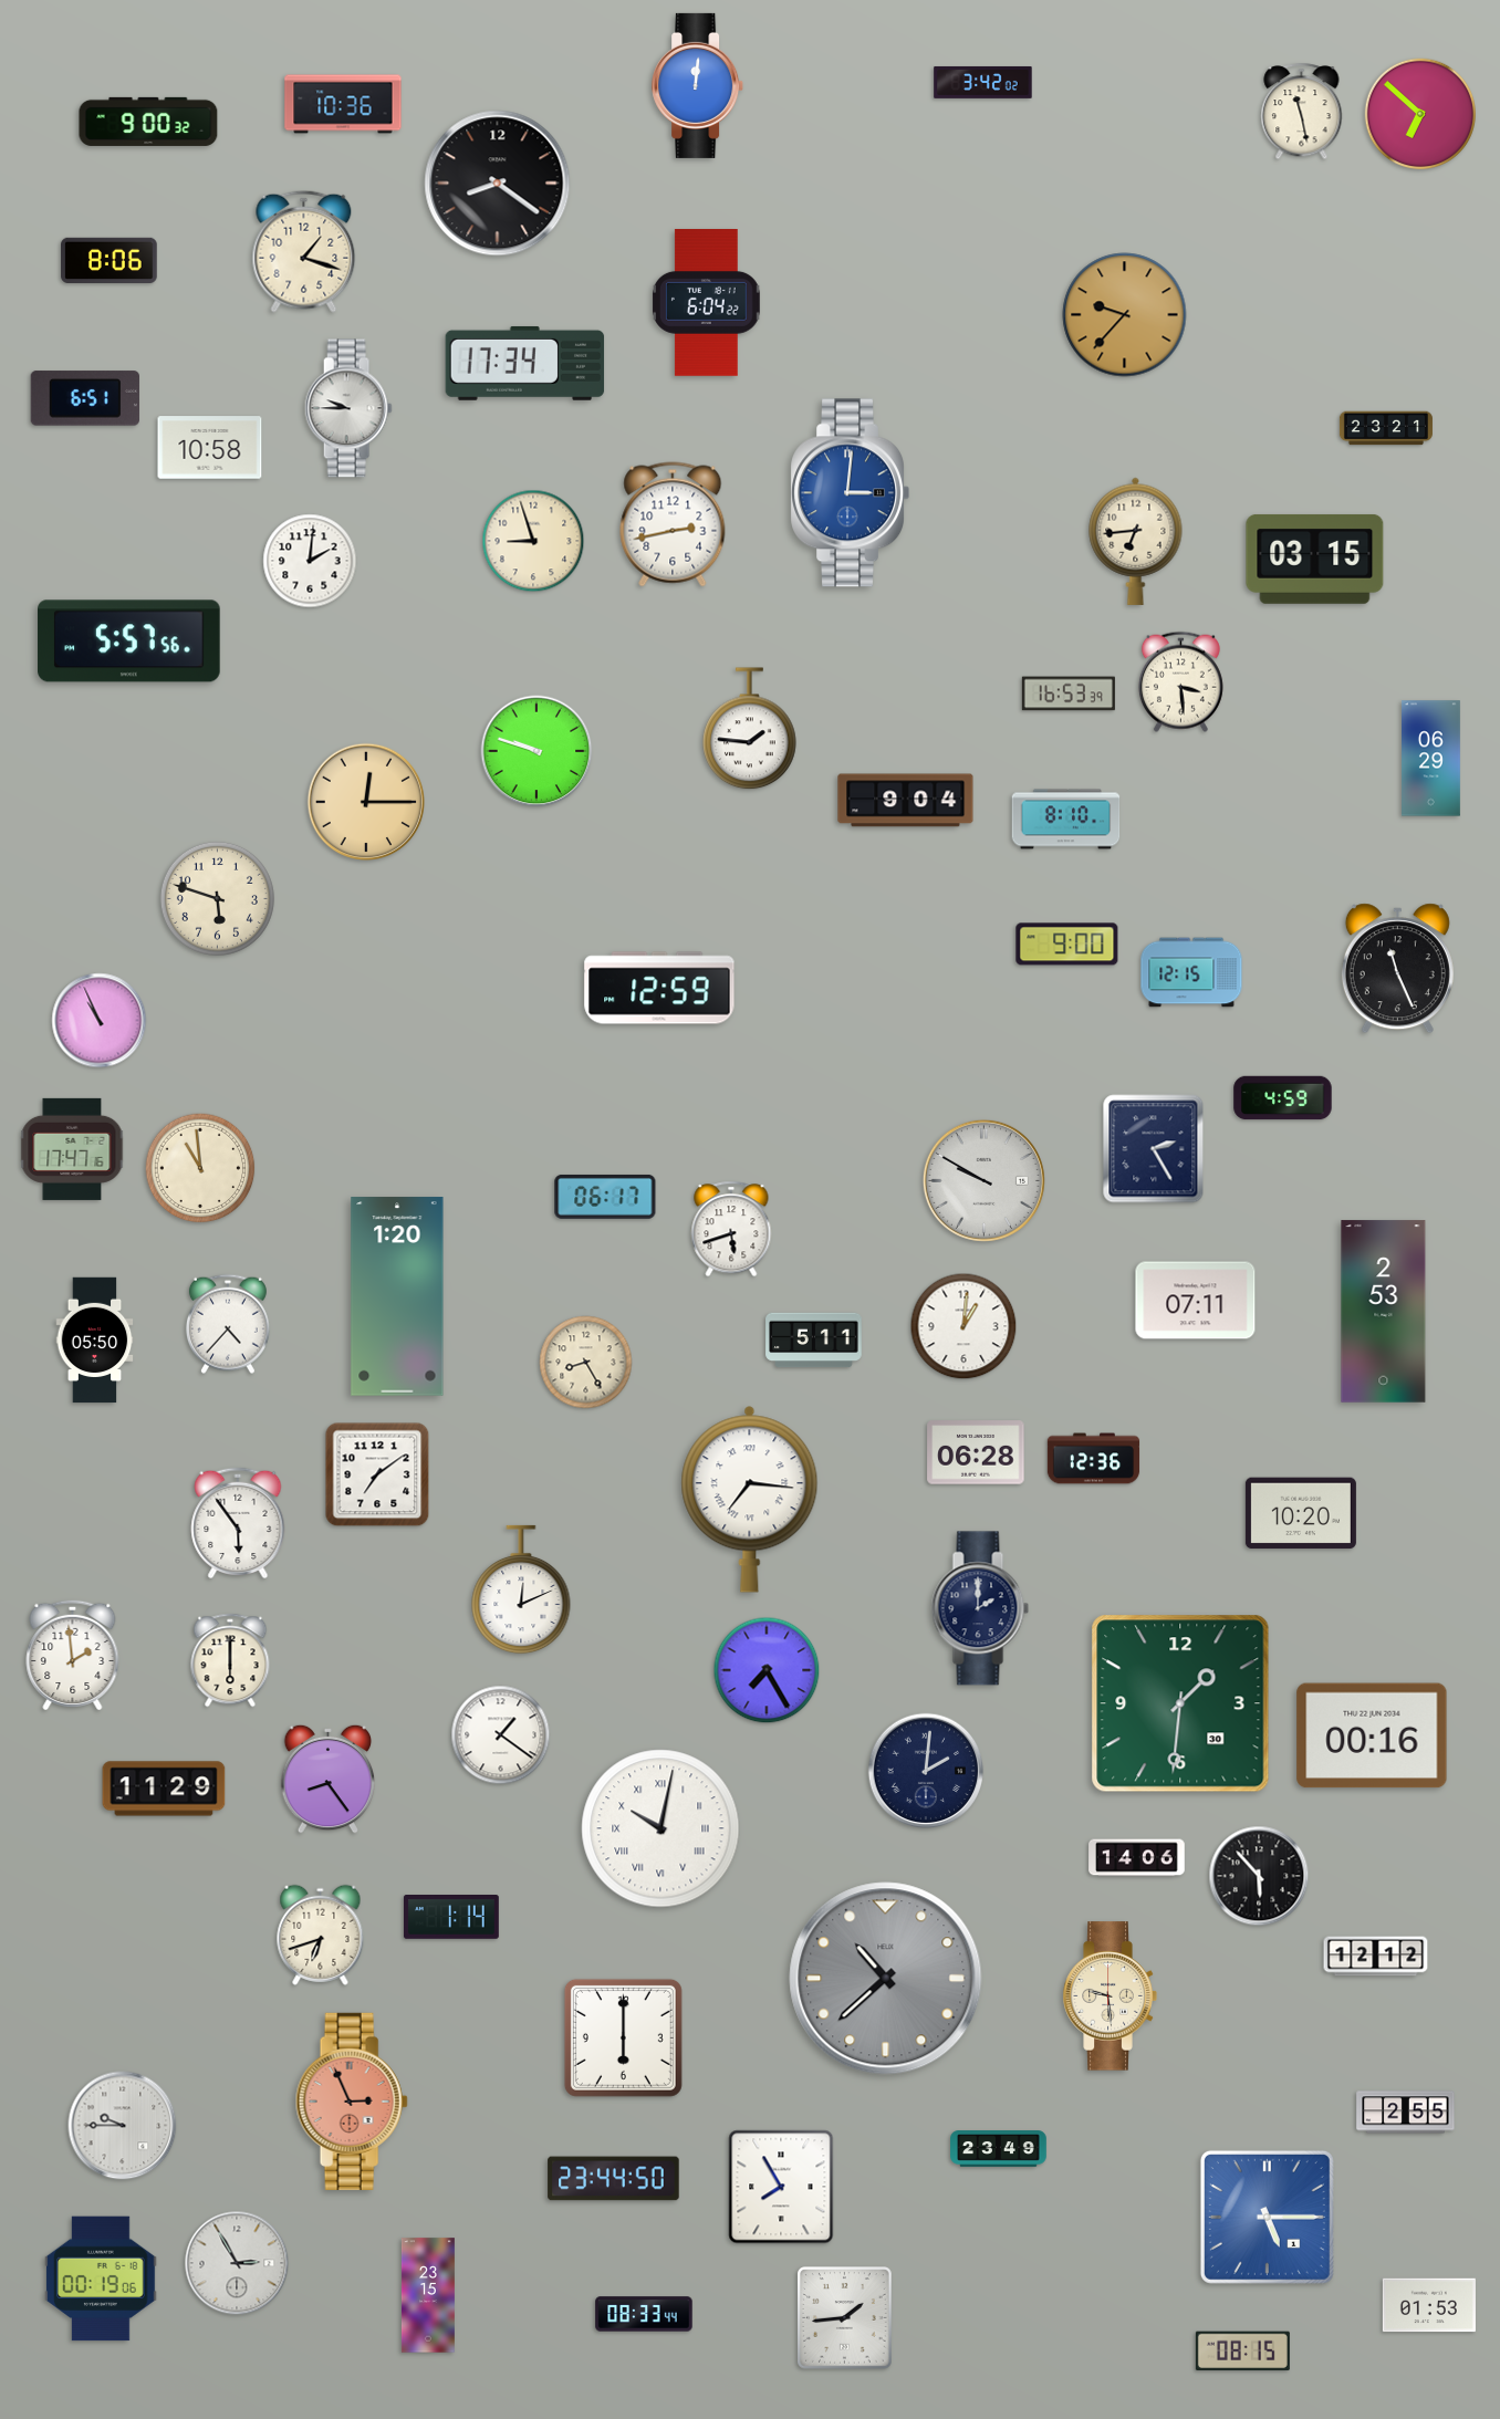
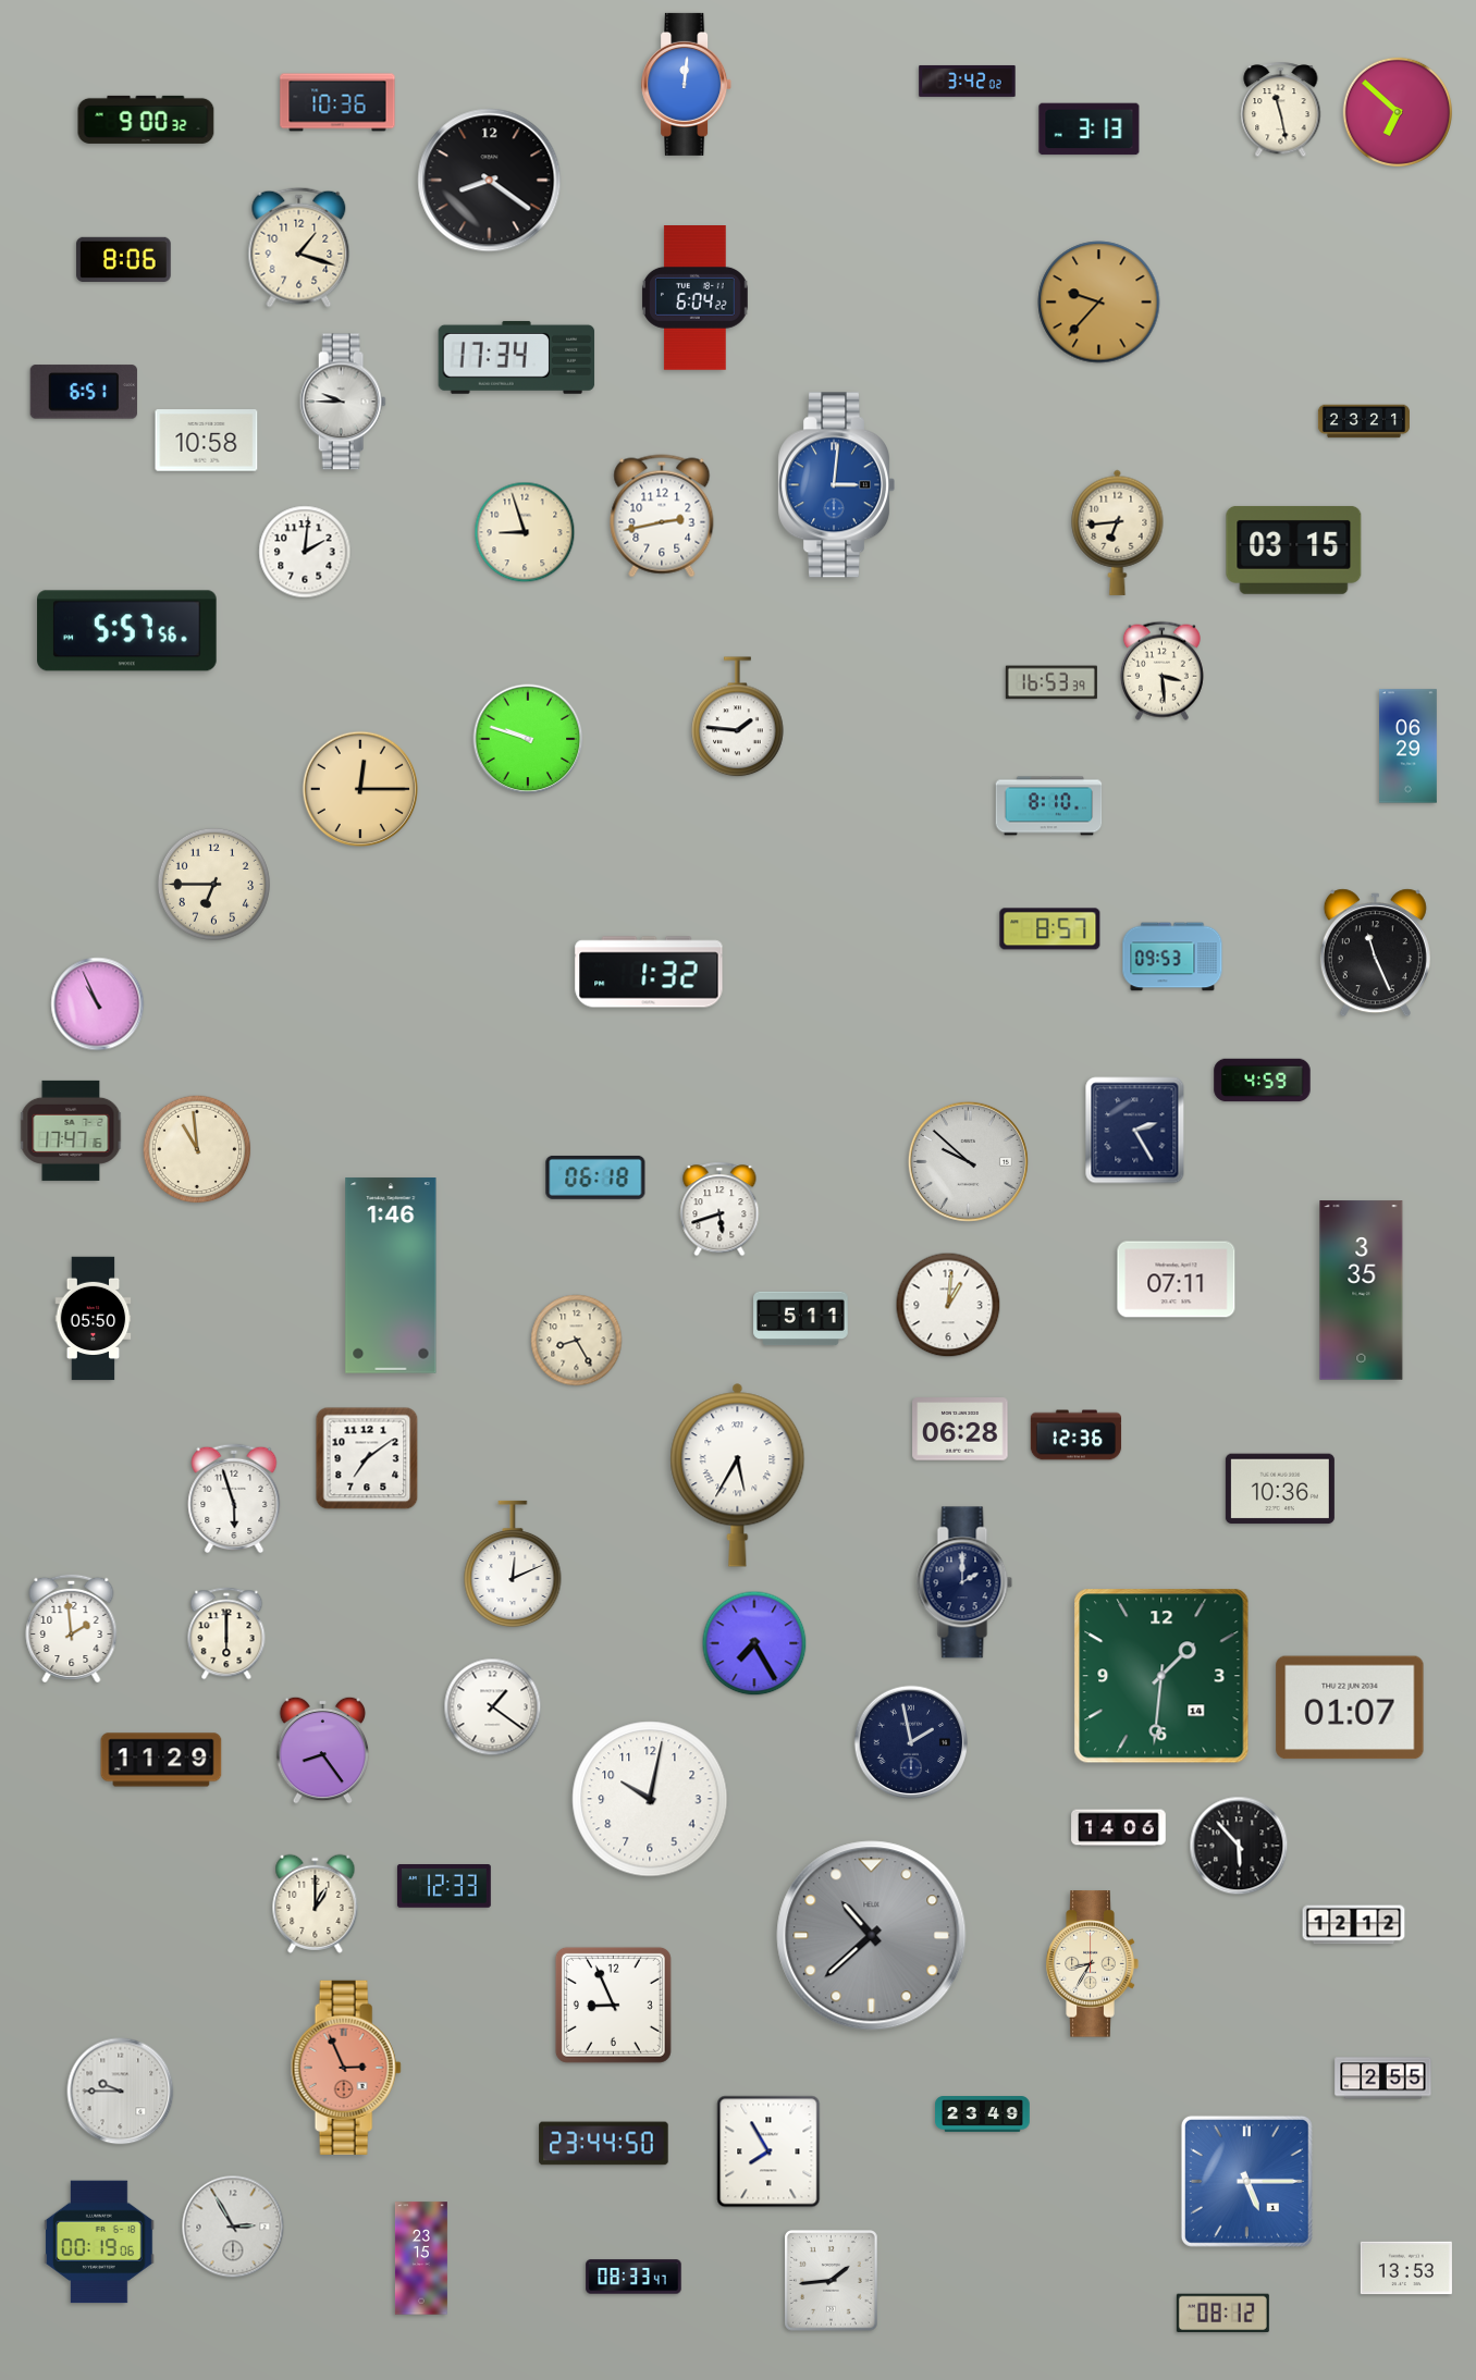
clock at (1090, 130): none -> 3:13
clock at (110, 260) position: (110, 260) -> (124, 259)
clock at (1125, 315) position: (1125, 315) -> (1099, 303)
clock at (906, 801): 9:04 -> none
clock at (217, 898): 5:48 -> 6:45
clock at (1067, 945): 9:00 -> 8:57
clock at (1191, 972): 12:15 -> 09:53
clock at (659, 988): 12:59 -> 1:32
clock at (983, 1180): 9:50 -> 9:52
clock at (605, 1197): 06:17 -> 06:18
clock at (397, 1296): 1:20 -> 1:46
clock at (1384, 1312): 2:53 -> 3:35
clock at (228, 1324): 4:37 -> none
clock at (377, 1474) position: (377, 1474) -> (367, 1458)
clock at (750, 1499): 7:16 -> 5:35
clock at (1301, 1513): 10:20 -> 10:36
clock at (238, 1523): 5:54 -> 5:57
clock at (1180, 1703) date: 30 -> 14
clock at (1372, 1735): 00:16 -> 01:07
clock at (926, 1771): 2:01 -> 1:58
clock at (660, 1828) numerals: Roman -> Arabic
clock at (451, 1918): 1:14 -> 12:33
clock at (321, 1935): 6:42 -> 1:00
clock at (886, 1979) position: (886, 1979) -> (872, 1936)
clock at (1110, 1996): 9:29 -> 8:35
clock at (623, 2037): 6:00 -> 8:56
clock at (1429, 2305): 01:53 -> 13:53
clock at (644, 2314): 08:33:44 -> 08:33:47
clock at (1242, 2352): 08:15 -> 08:12
